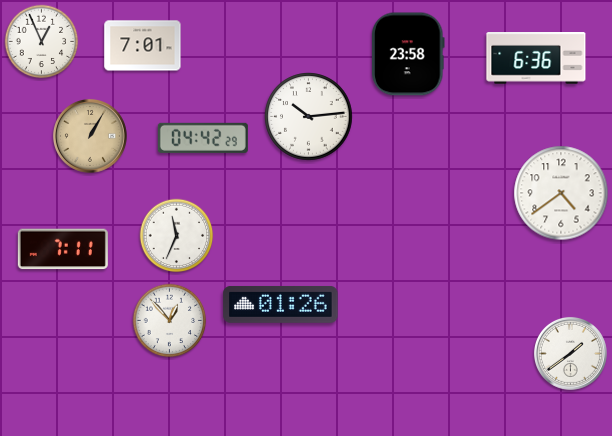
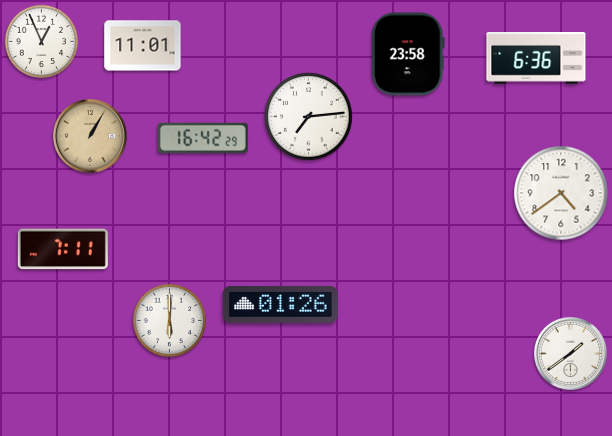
clock at (143, 46): 7:01 -> 11:01
clock at (309, 117): 10:14 -> 7:14
clock at (203, 138): 04:42 -> 16:42
clock at (177, 236): 11:34 -> none
clock at (170, 321): 12:53 -> 6:00
